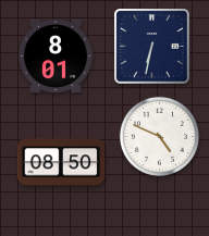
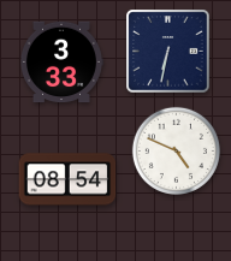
clock at (56, 57): 8:01 -> 3:33
clock at (61, 162): 08:50 -> 08:54
